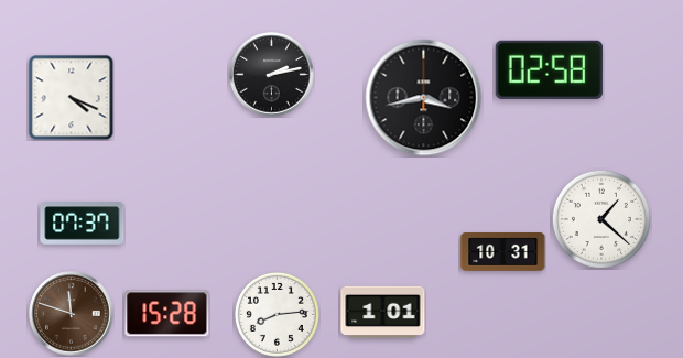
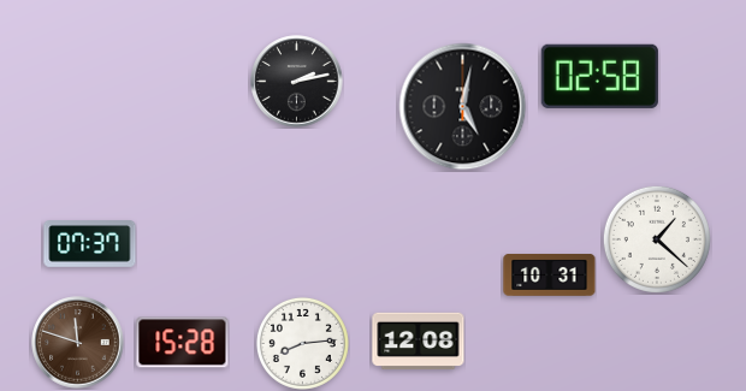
clock at (71, 97): 4:19 -> none
clock at (424, 98): 3:43 -> 5:02
clock at (383, 313): 1:01 -> 12:08
